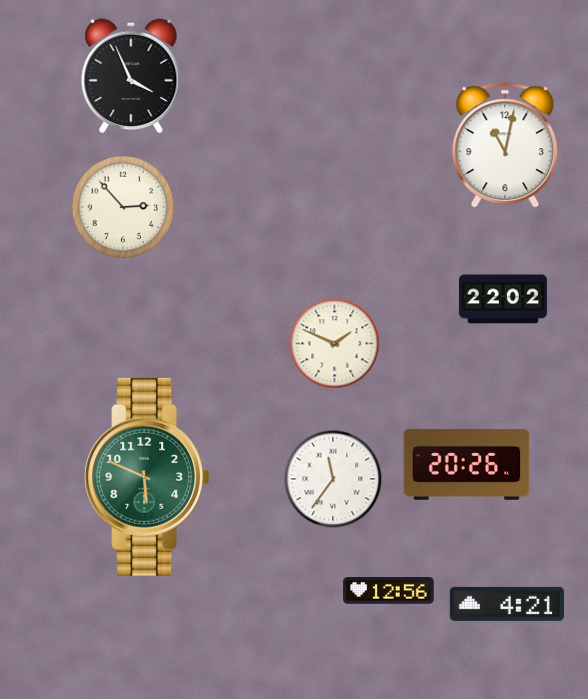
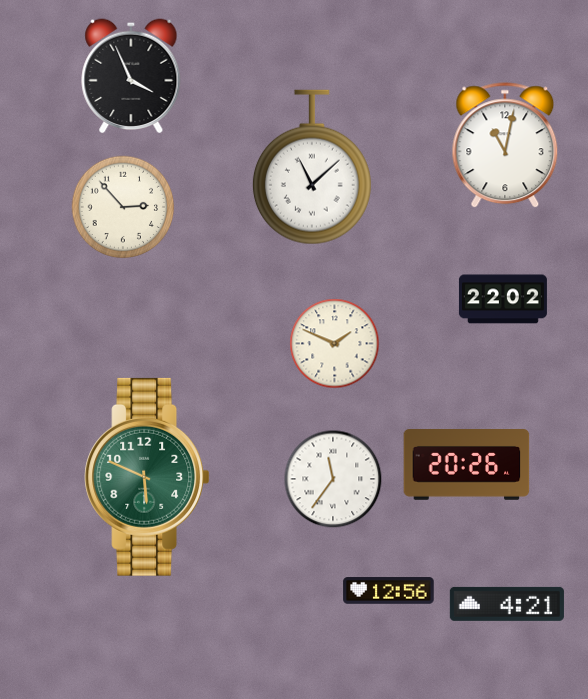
clock at (312, 167): none -> 11:08
